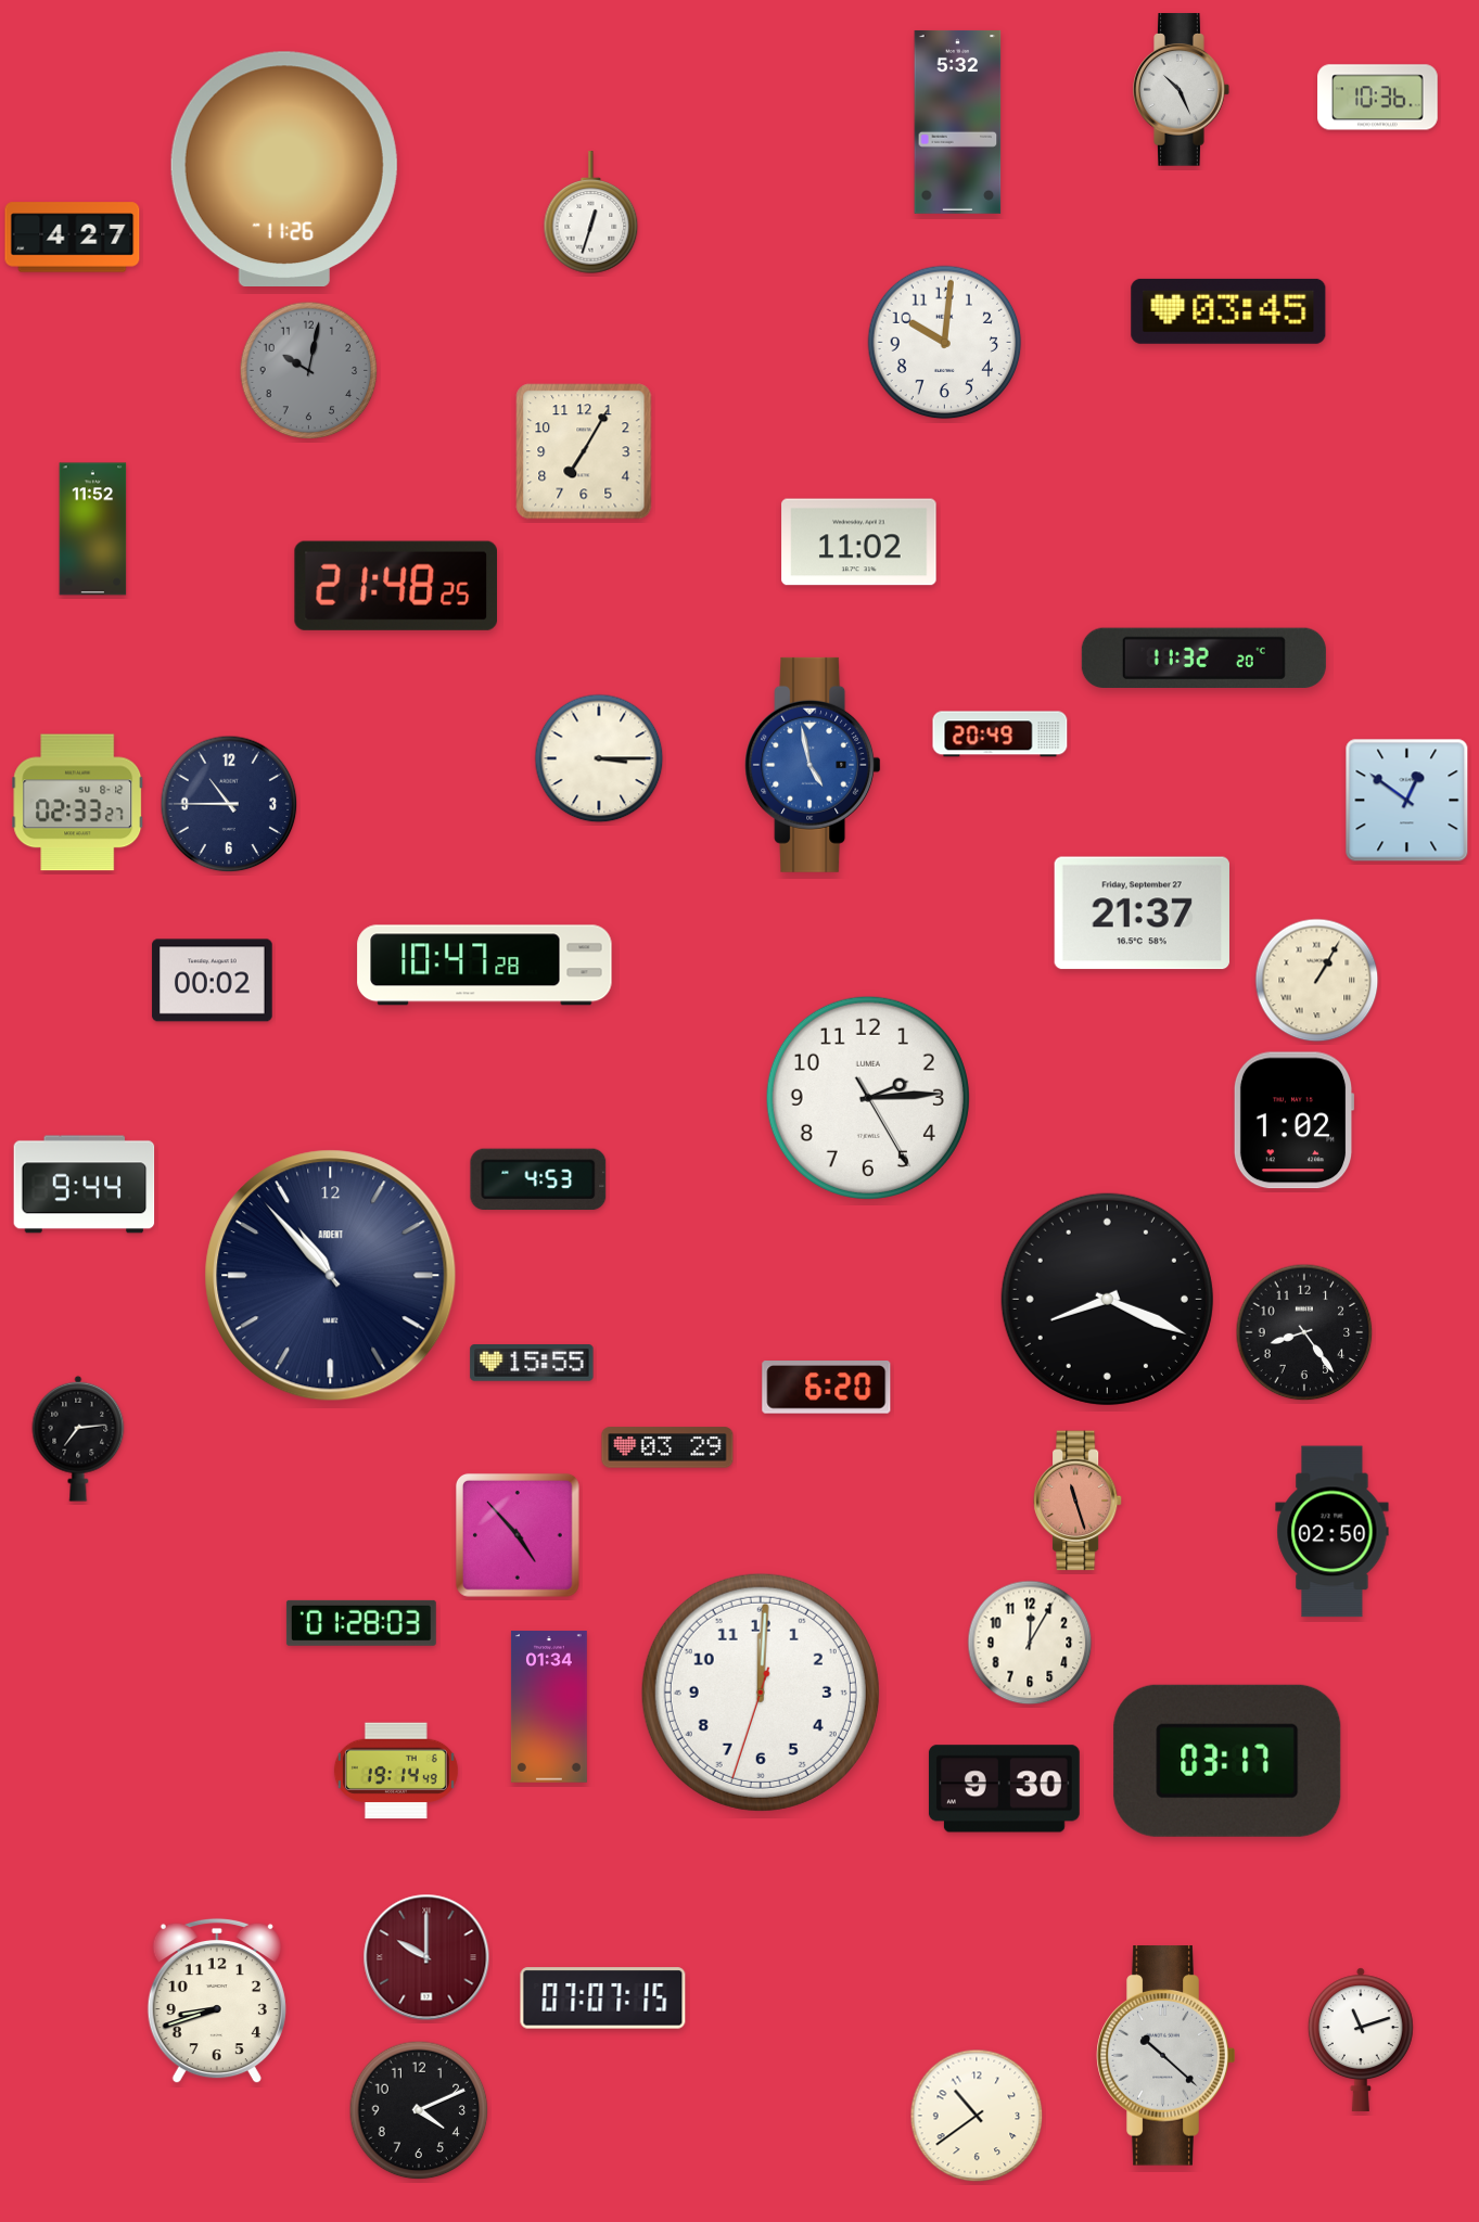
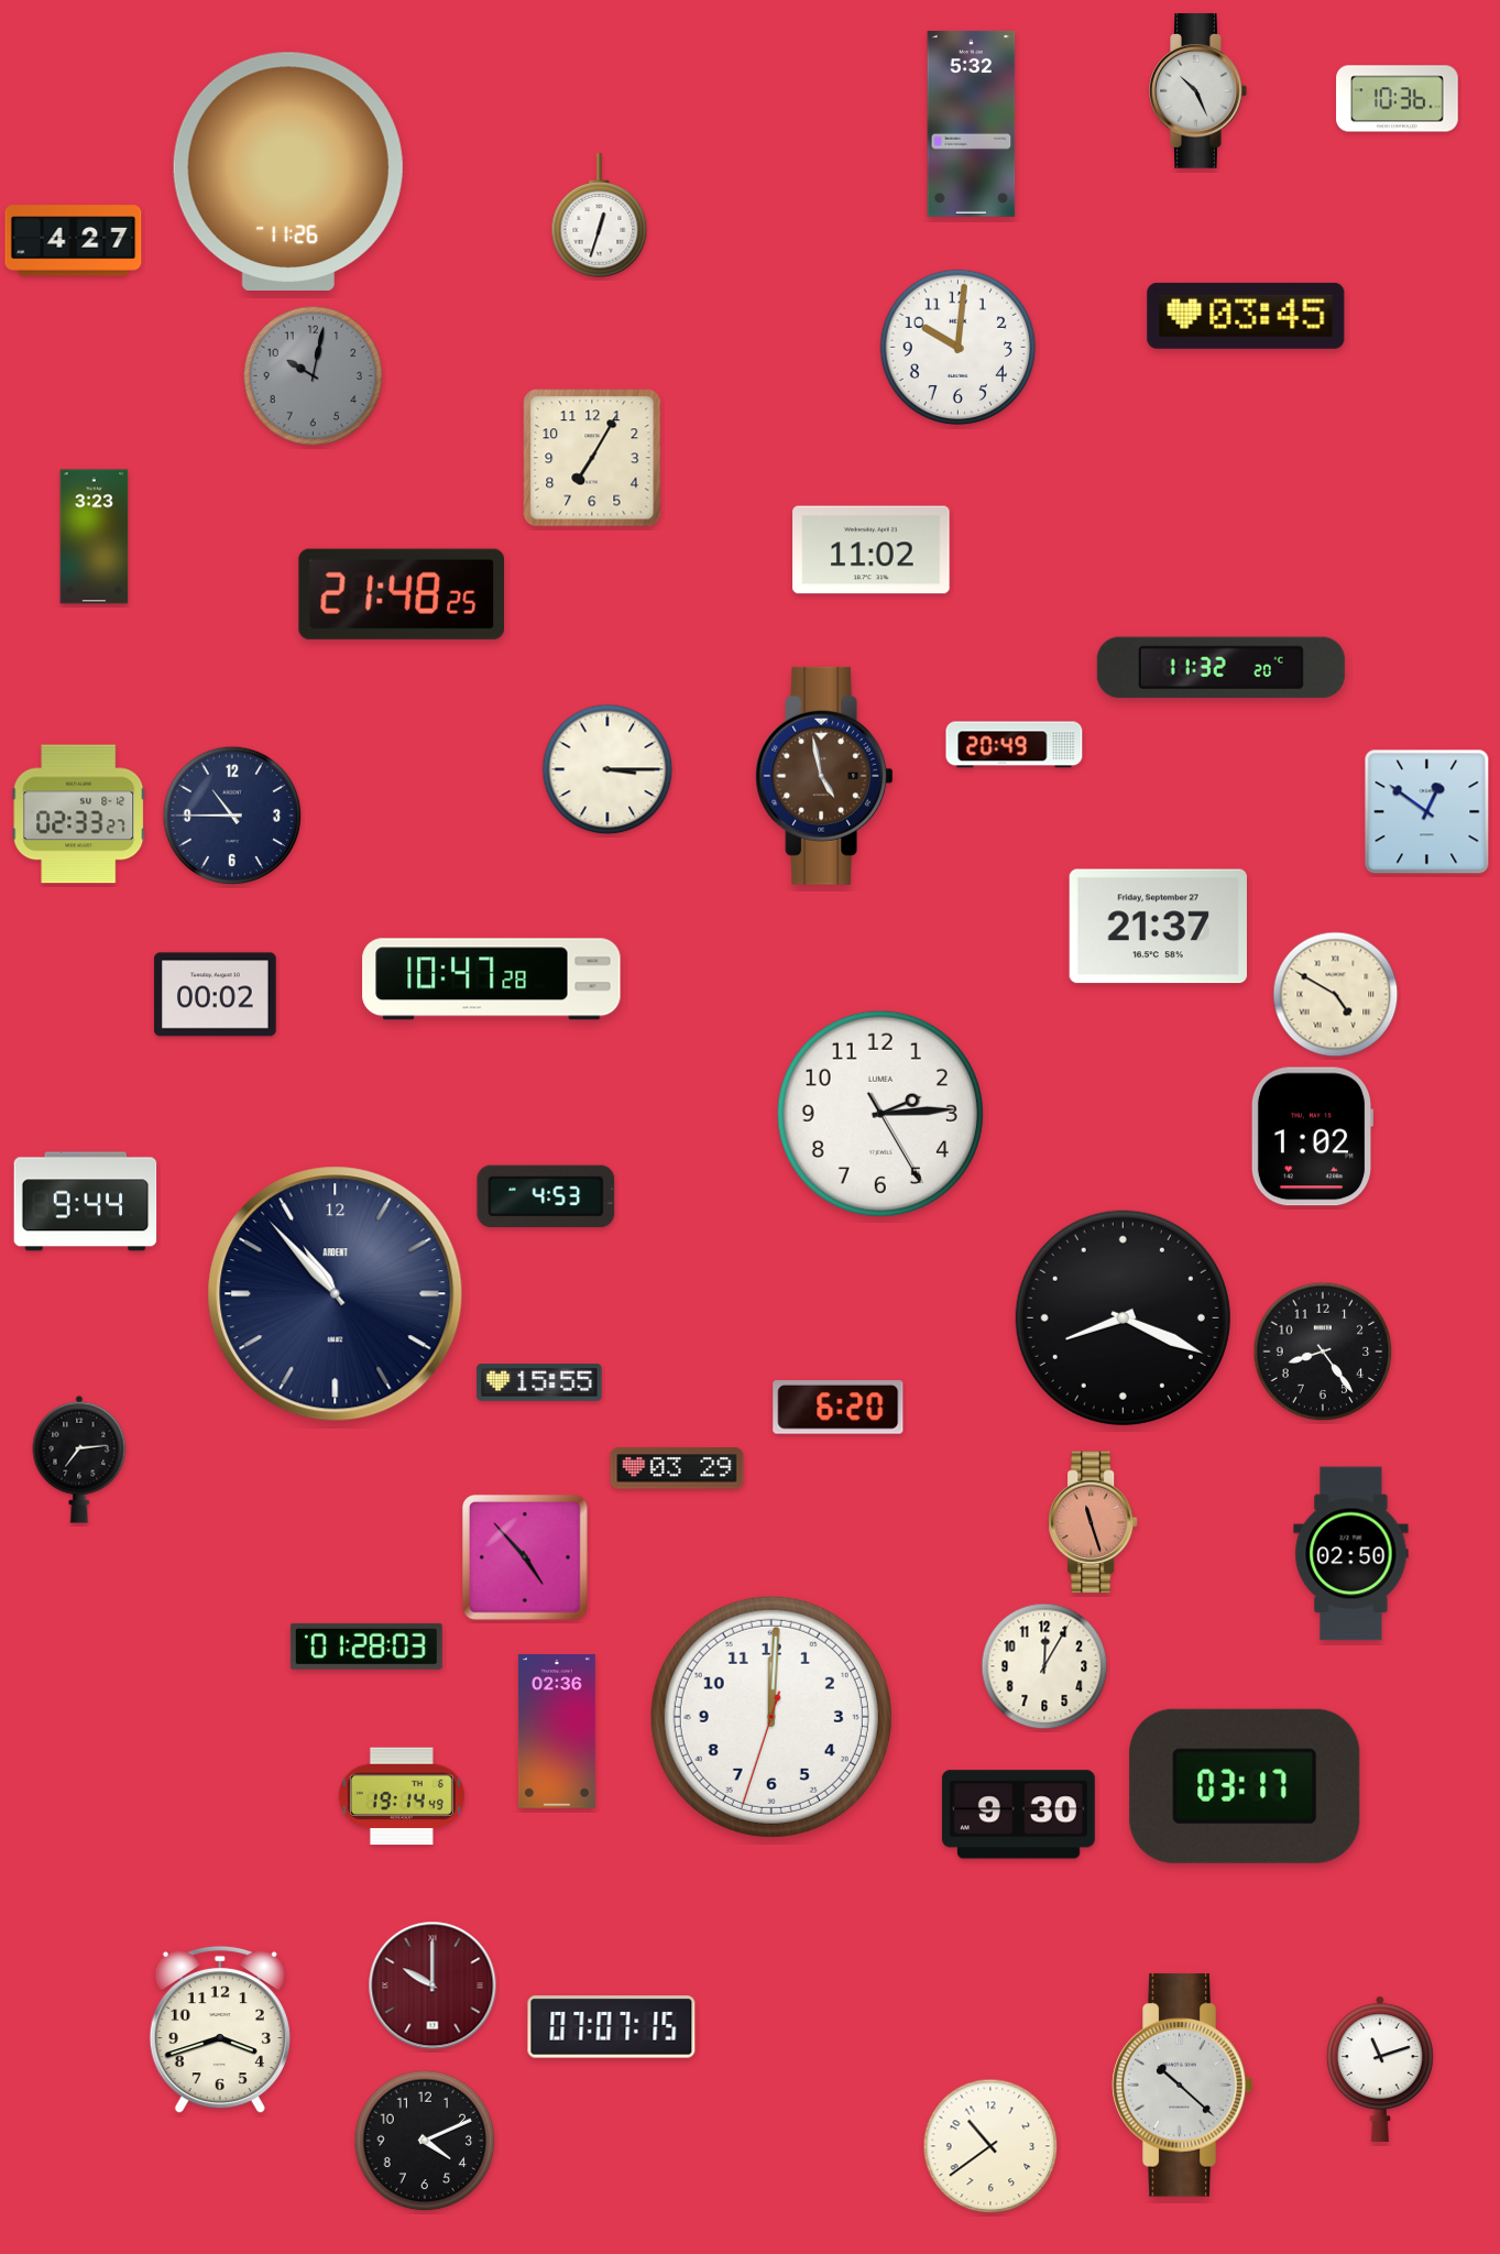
clock at (93, 529): 11:52 -> 3:23
clock at (813, 765) dial: blue -> brown
clock at (1317, 981): 1:05 -> 4:50
clock at (549, 1707): 01:34 -> 02:36
clock at (217, 2001): 8:42 -> 3:42
